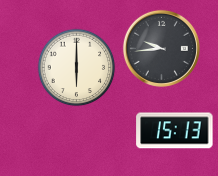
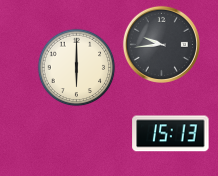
clock at (161, 48) position: (161, 48) -> (161, 44)
clock at (175, 131) position: (175, 131) -> (171, 134)
